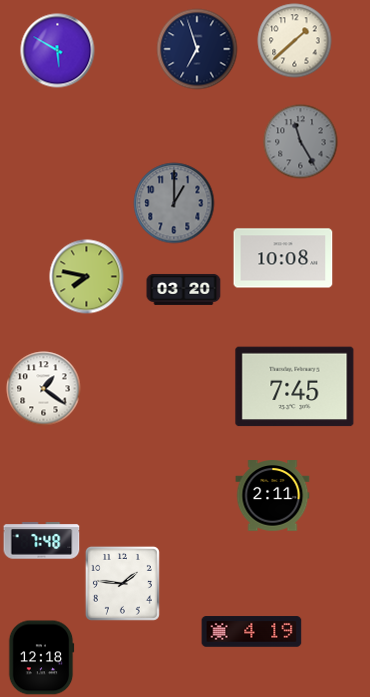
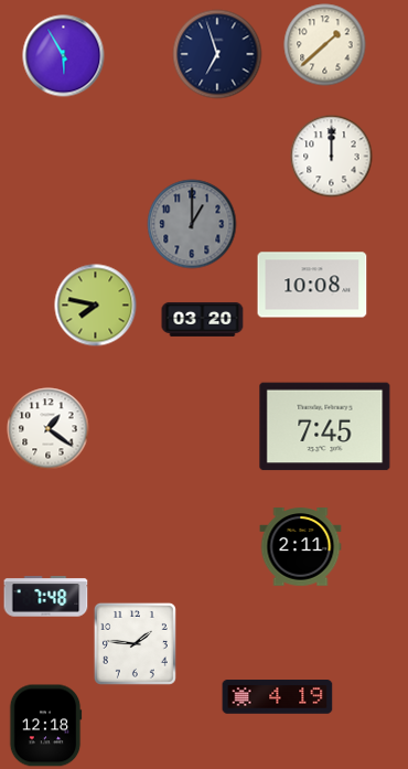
clock at (58, 51): 5:50 -> 5:55
clock at (301, 142): 11:25 -> 12:00
clock at (301, 142) dial: grey -> white
